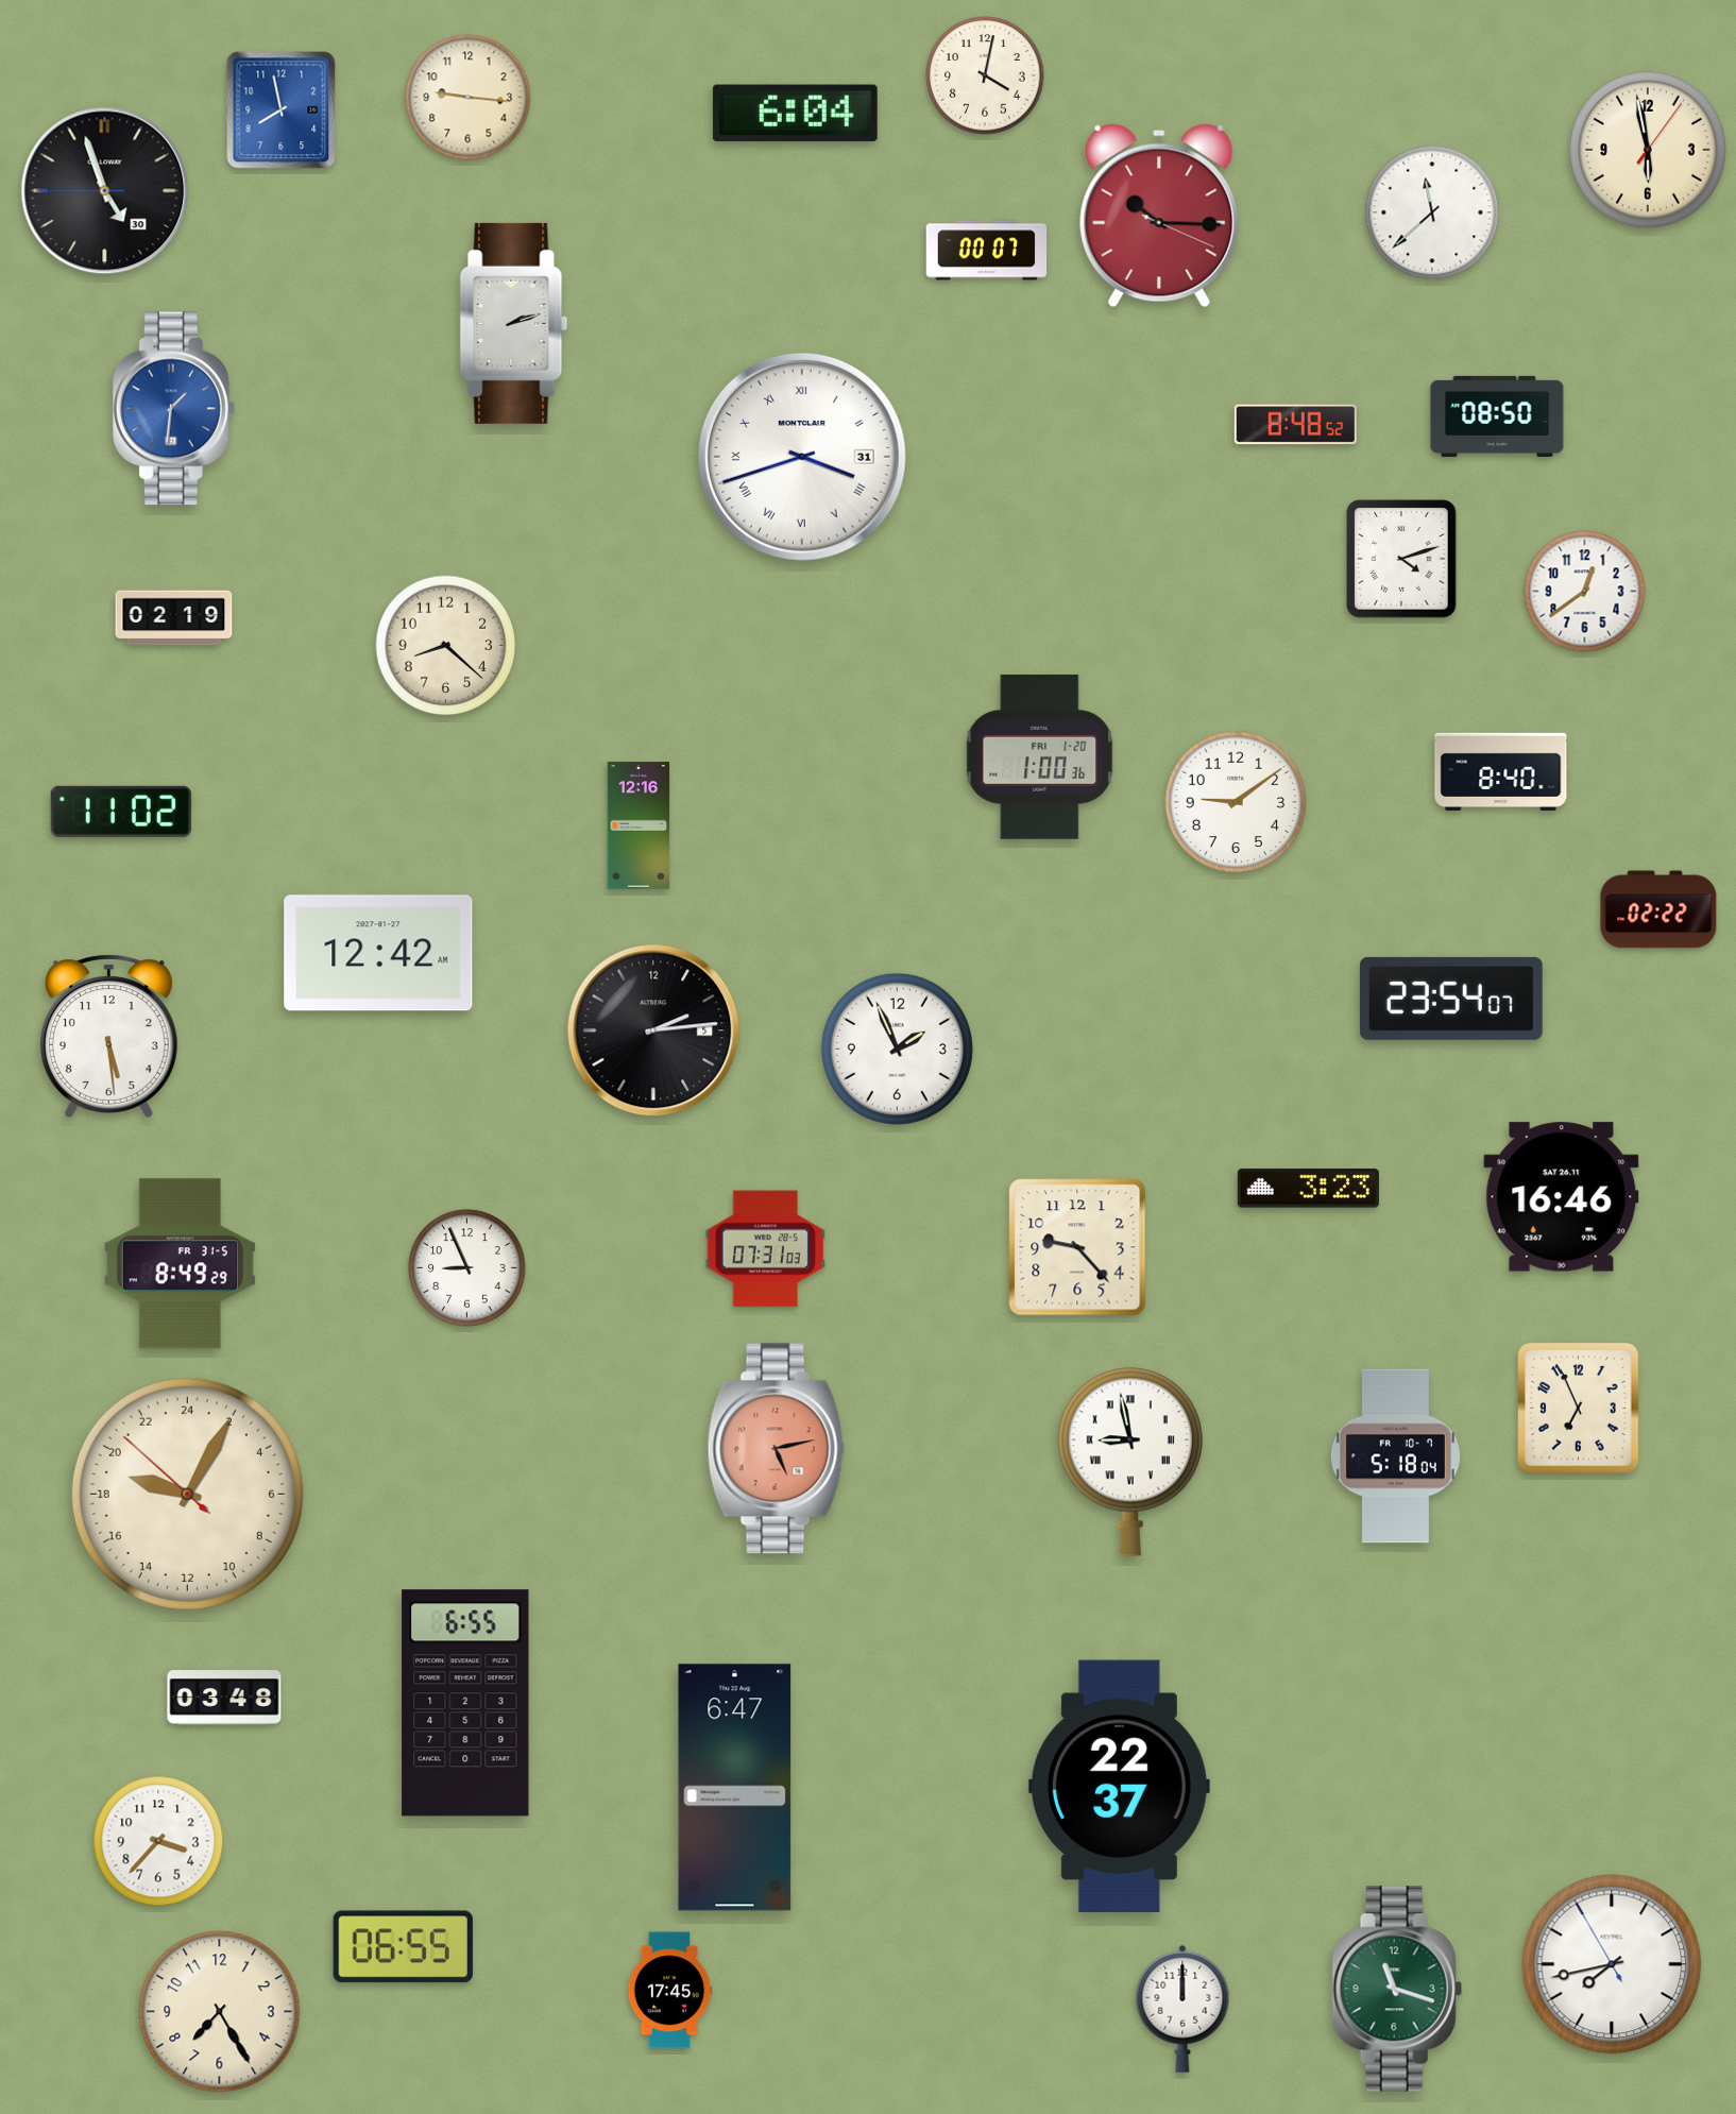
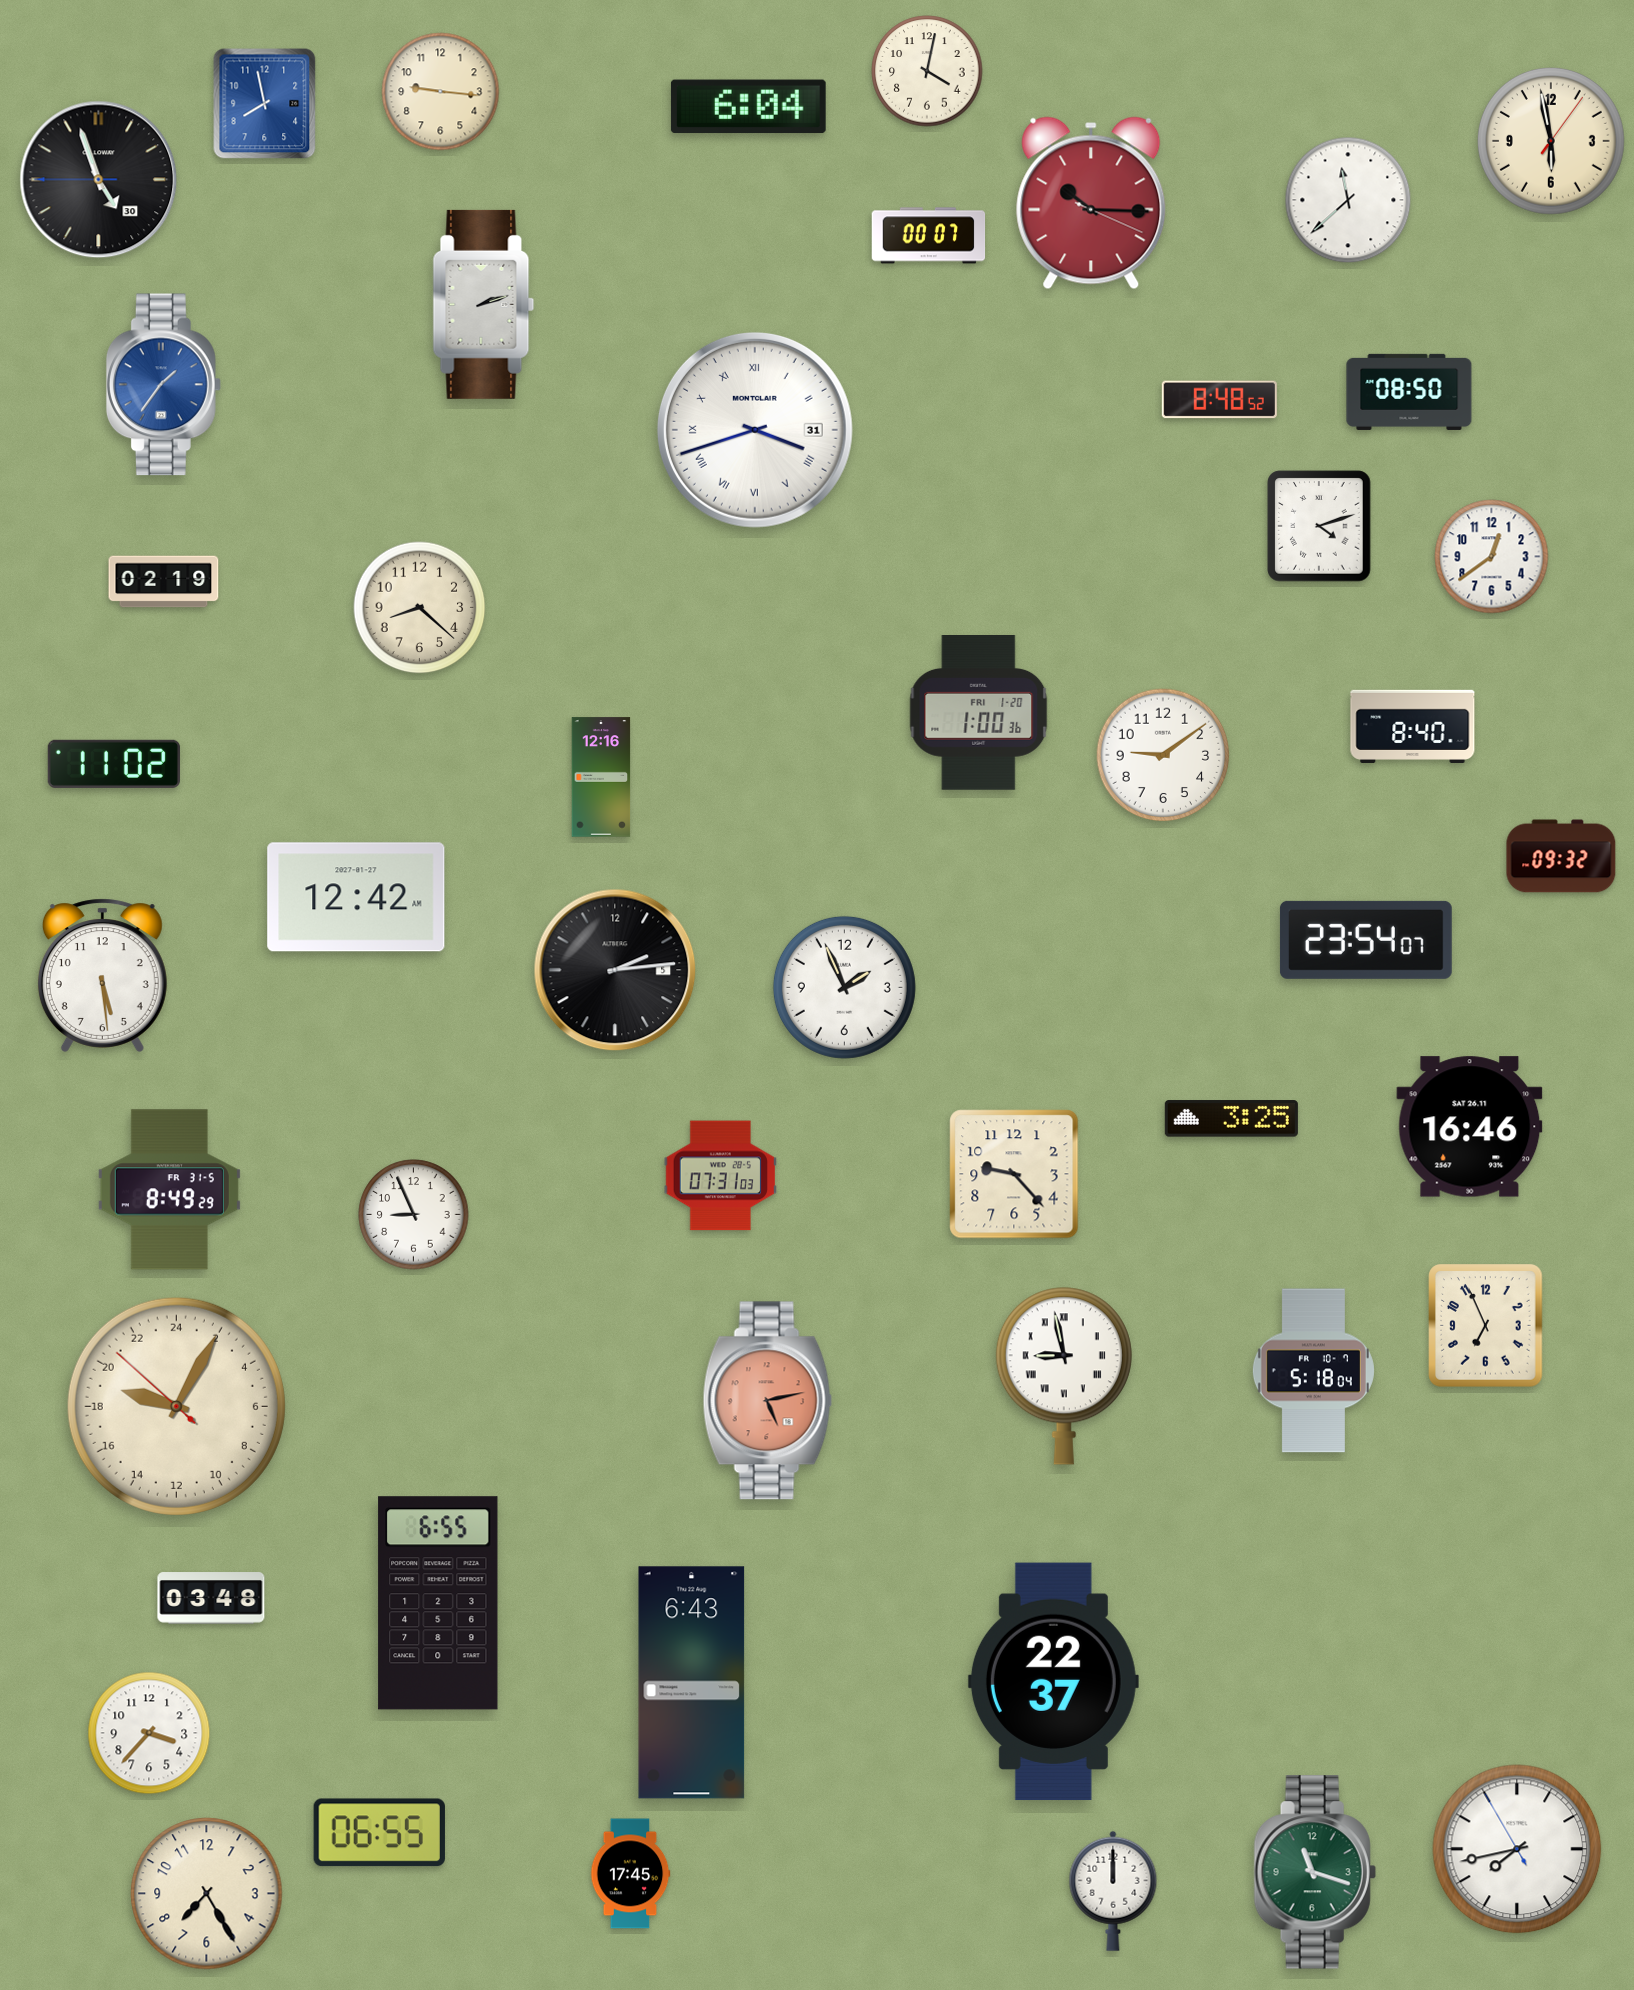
clock at (173, 409): 1:31 -> 1:36
clock at (1658, 909): 02:22 -> 09:32
clock at (1308, 1189): 3:23 -> 3:25
clock at (467, 1268) position: (467, 1268) -> (414, 1215)
clock at (776, 1449) position: (776, 1449) -> (767, 1401)
clock at (735, 1788): 6:47 -> 6:43
